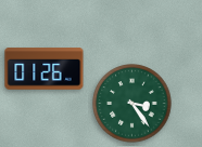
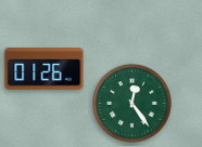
clock at (132, 104): 3:24 -> 12:24
